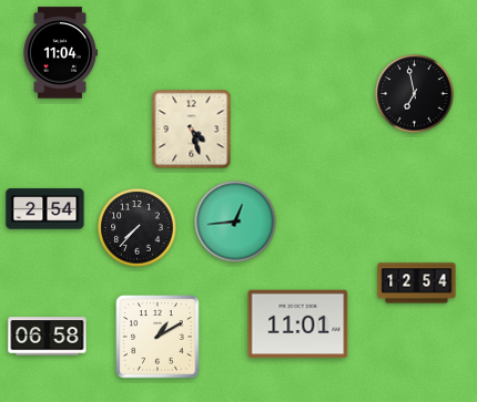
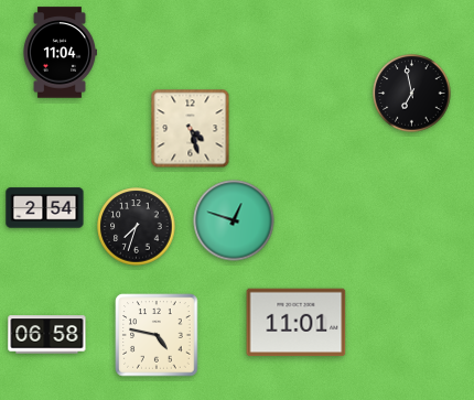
clock at (235, 221): 12:44 -> 12:48
clock at (138, 228): 7:37 -> 7:33
clock at (417, 284): 12:54 -> none
clock at (158, 337): 1:10 -> 4:47
